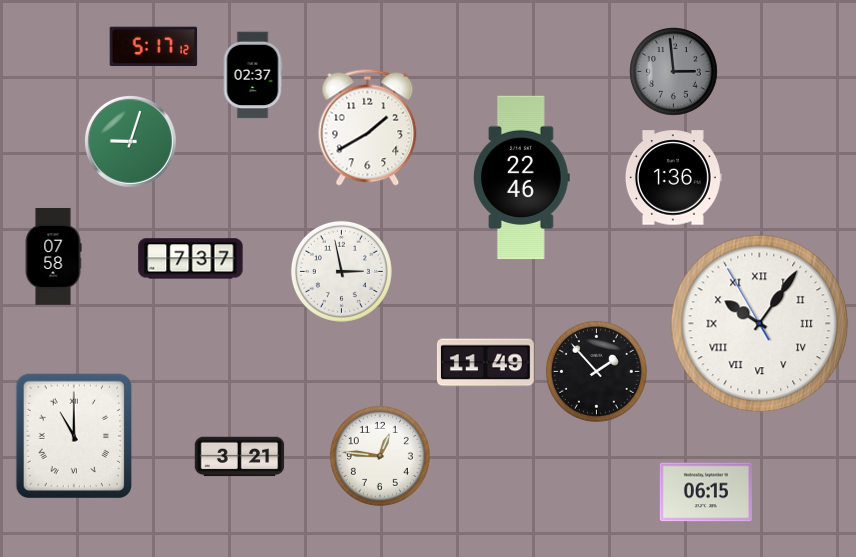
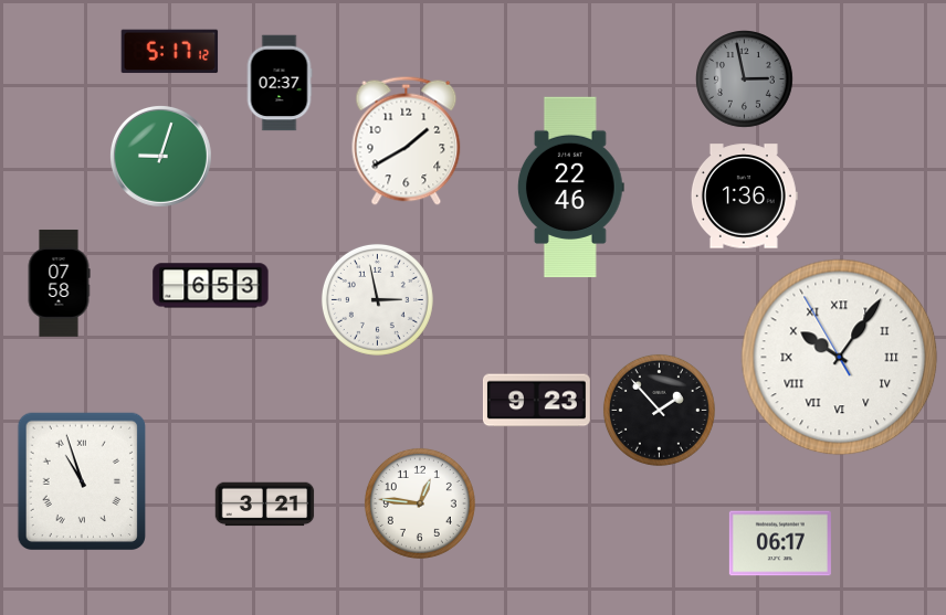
clock at (674, 72): 2:59 -> 2:58
clock at (130, 141) position: (130, 141) -> (160, 156)
clock at (521, 178) position: (521, 178) -> (570, 188)
clock at (191, 259): 7:37 -> 6:53
clock at (485, 363): 11:49 -> 9:23
clock at (73, 435): 11:00 -> 10:57
clock at (706, 492): 06:15 -> 06:17
